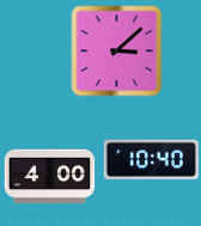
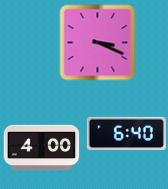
clock at (117, 51): 3:08 -> 3:19
clock at (151, 159): 10:40 -> 6:40
